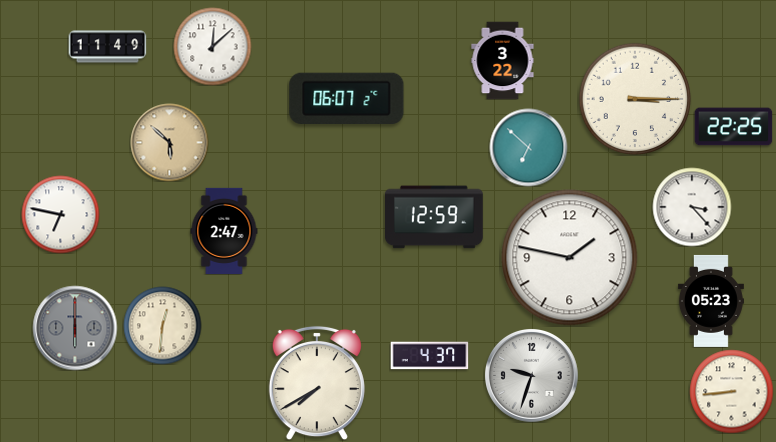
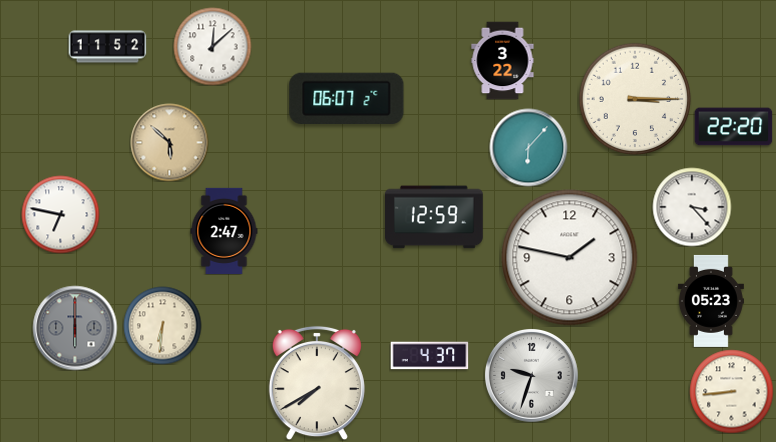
clock at (107, 47): 11:49 -> 11:52
clock at (733, 127): 22:25 -> 22:20
clock at (528, 147): 6:52 -> 6:07
clock at (162, 325): 12:31 -> 6:31
